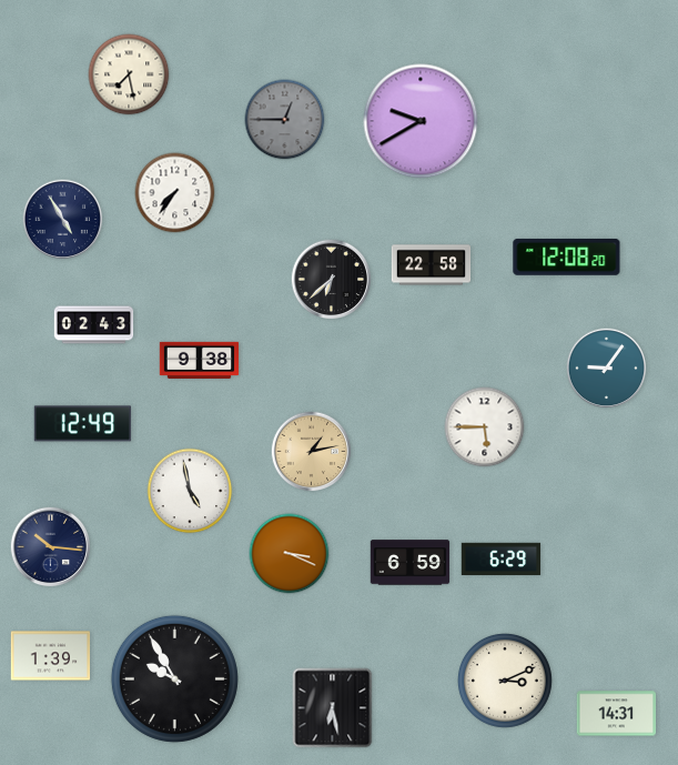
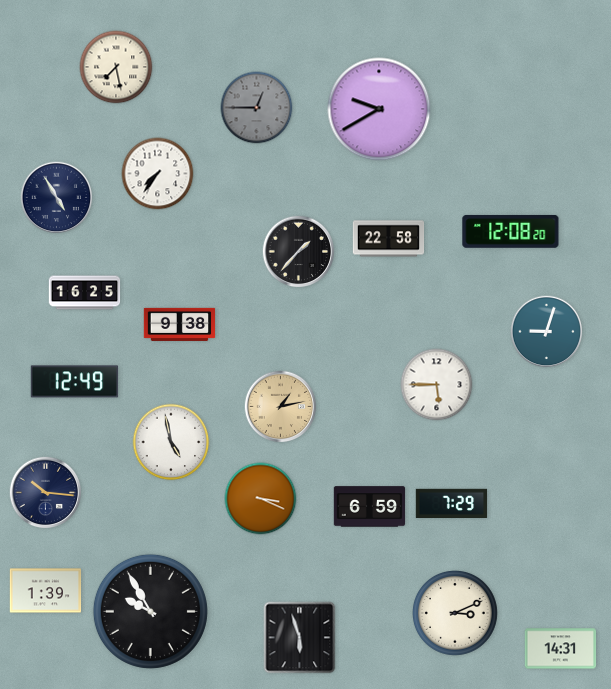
clock at (332, 280): 6:38 -> 1:37
clock at (94, 325): 02:43 -> 16:25
clock at (607, 369): 9:06 -> 9:03
clock at (502, 558): 6:29 -> 7:29
clock at (174, 678) position: (174, 678) -> (150, 611)
clock at (333, 708): 6:28 -> 5:57
clock at (617, 714) position: (617, 714) -> (561, 649)
